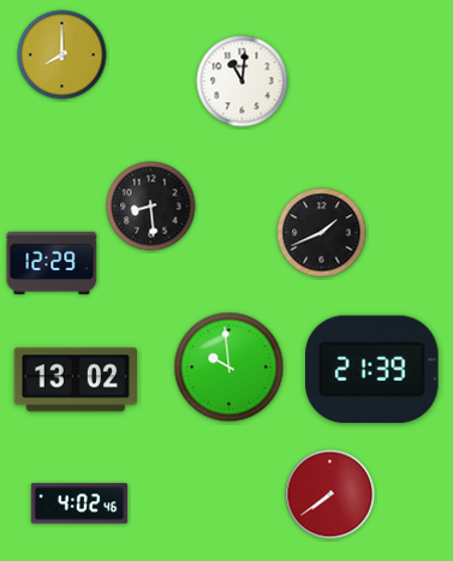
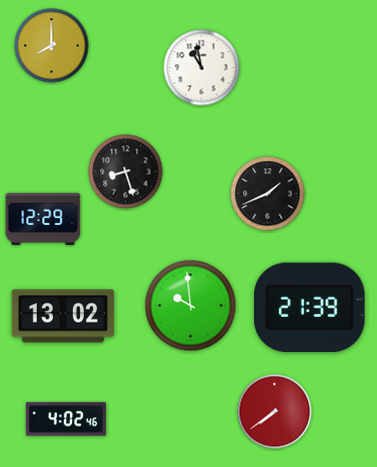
clock at (243, 82): 11:01 -> 10:58
clock at (151, 207): 8:29 -> 8:27
